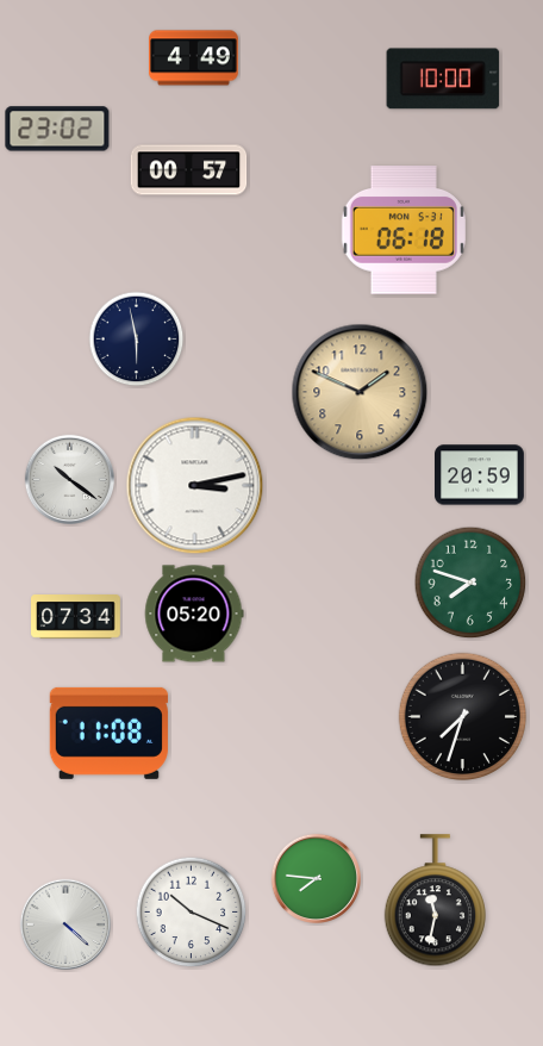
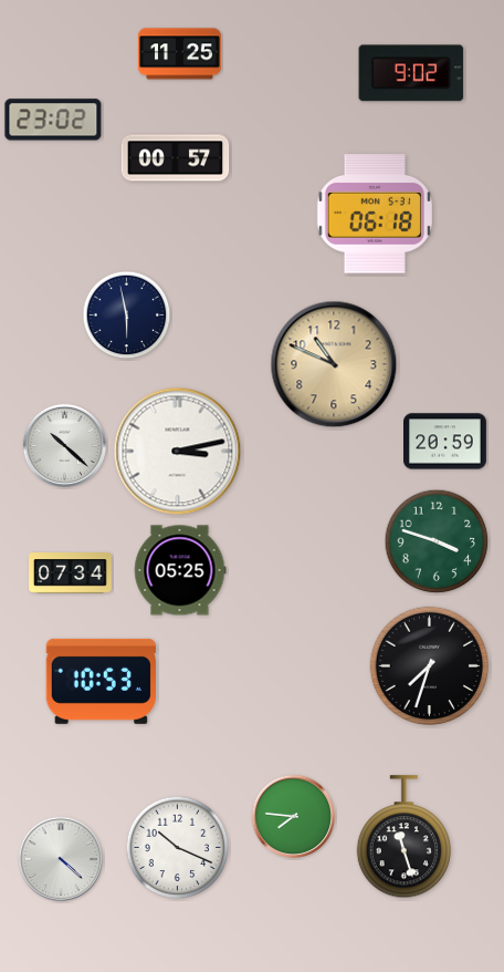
clock at (194, 58): 4:49 -> 11:25
clock at (443, 79): 10:00 -> 9:02
clock at (360, 392): 1:49 -> 10:49
clock at (69, 479): 10:21 -> 10:22
clock at (195, 486) position: (195, 486) -> (178, 452)
clock at (470, 583): 7:48 -> 3:48
clock at (194, 614): 05:20 -> 05:25
clock at (108, 733): 11:08 -> 10:53
clock at (435, 901): 11:32 -> 11:27
